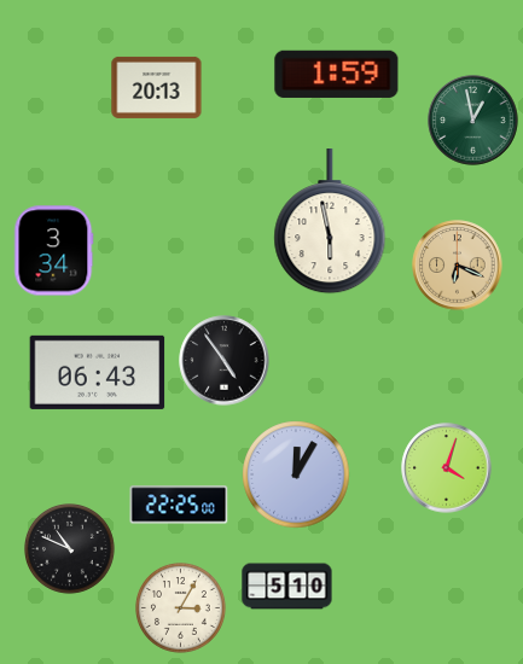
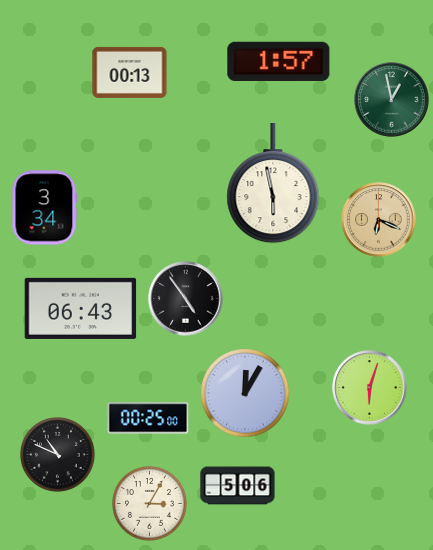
clock at (337, 74): 1:59 -> 1:57
clock at (157, 87): 20:13 -> 00:13
clock at (447, 468): 4:03 -> 6:03
clock at (179, 505): 22:25 -> 00:25
clock at (287, 587): 5:10 -> 5:06
